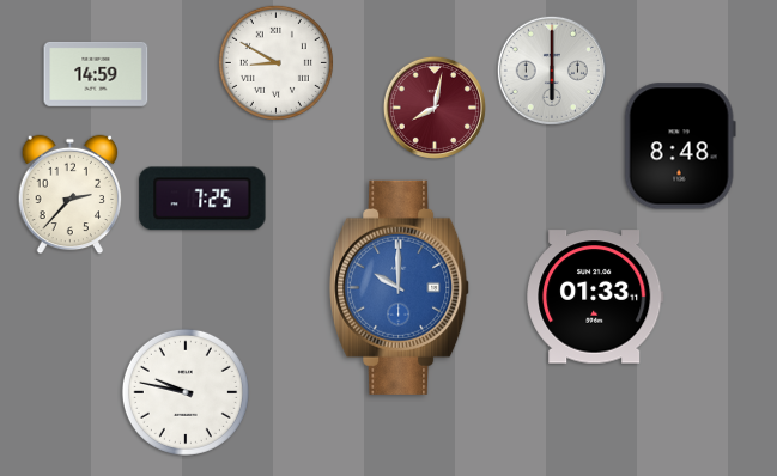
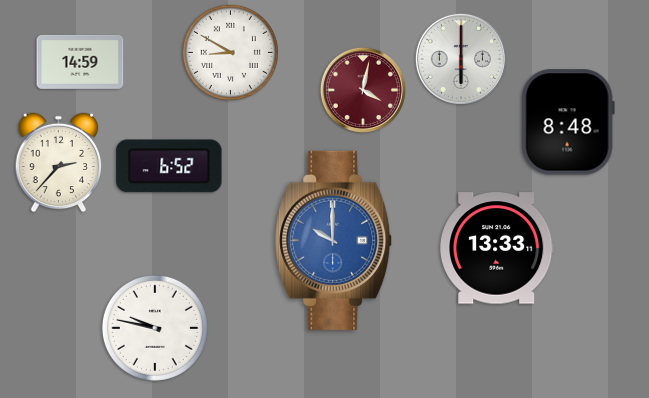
clock at (435, 108): 8:02 -> 4:02
clock at (202, 199): 7:25 -> 6:52
clock at (595, 297): 01:33 -> 13:33
